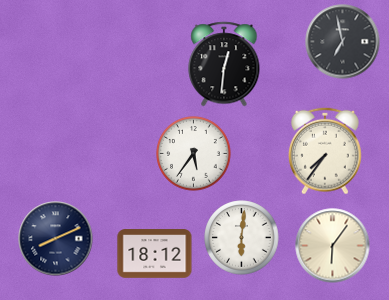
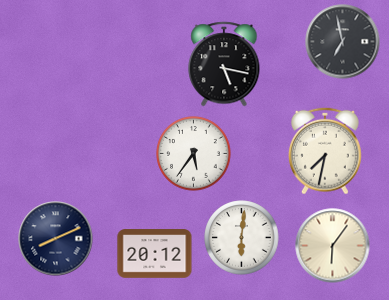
clock at (224, 64): 12:31 -> 5:17
clock at (325, 151): 7:36 -> 7:32
clock at (155, 254): 18:12 -> 20:12
